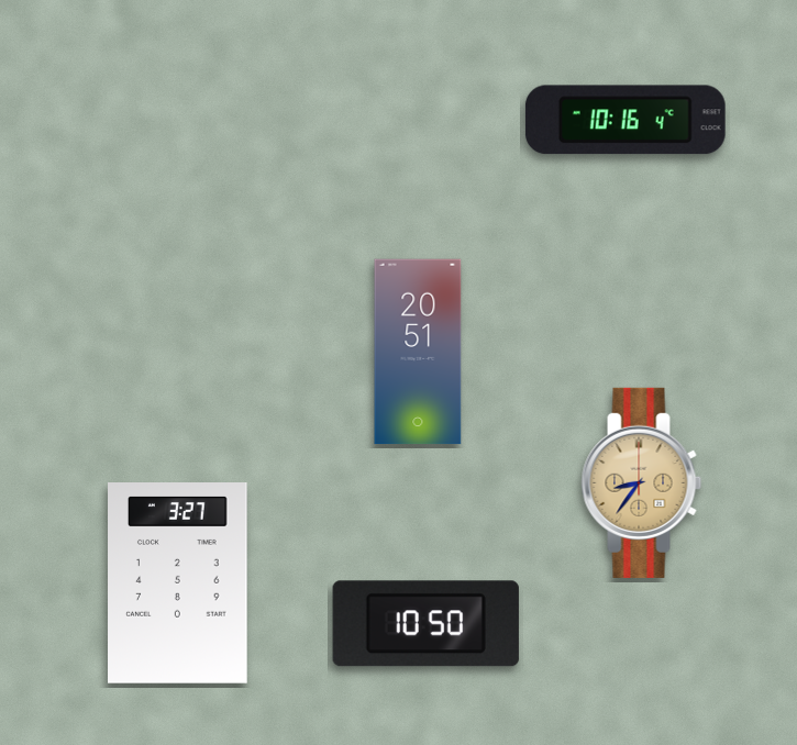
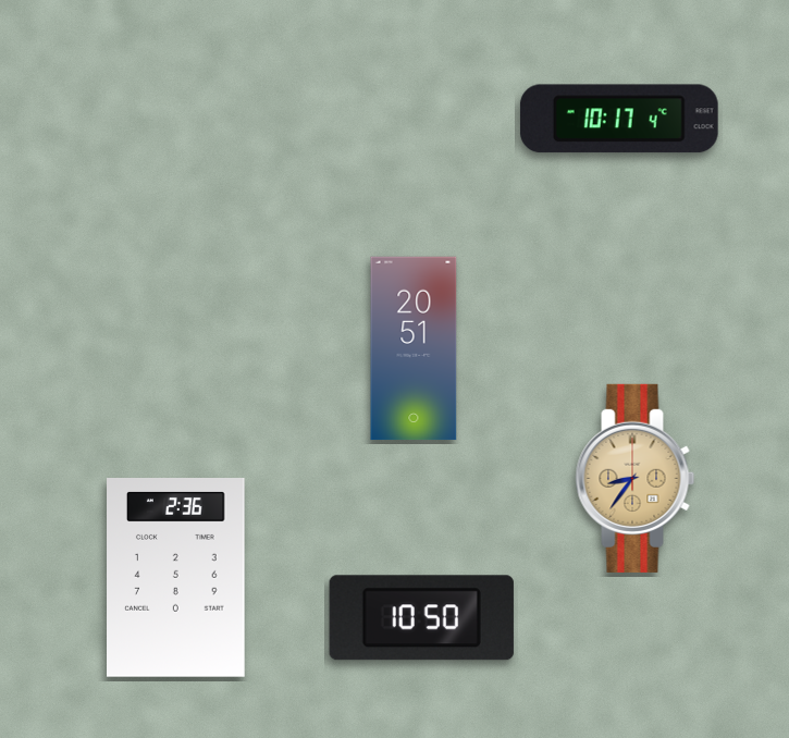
clock at (626, 120): 10:16 -> 10:17
clock at (178, 583): 3:27 -> 2:36
